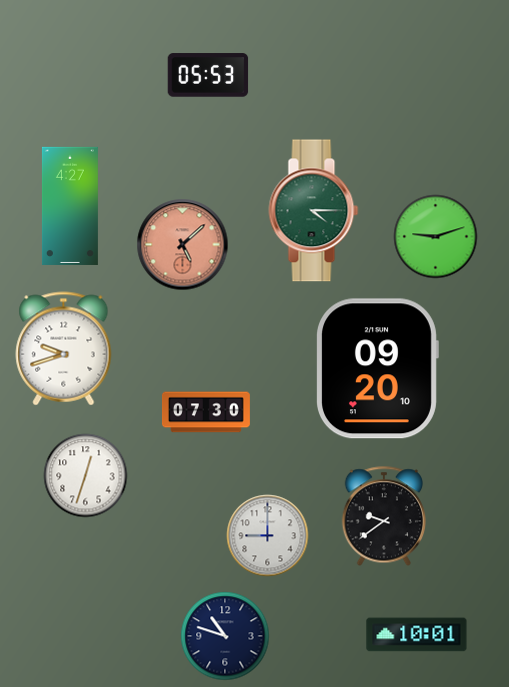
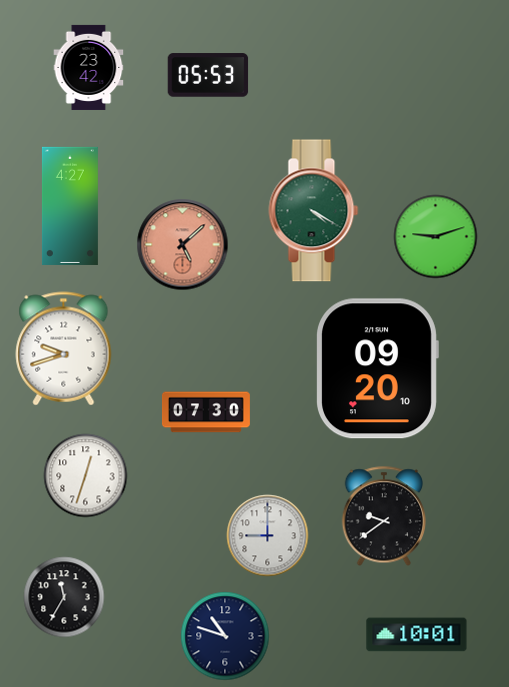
clock at (89, 67): none -> 23:42
clock at (314, 211): 4:15 -> 4:20
clock at (64, 597): none -> 11:35
